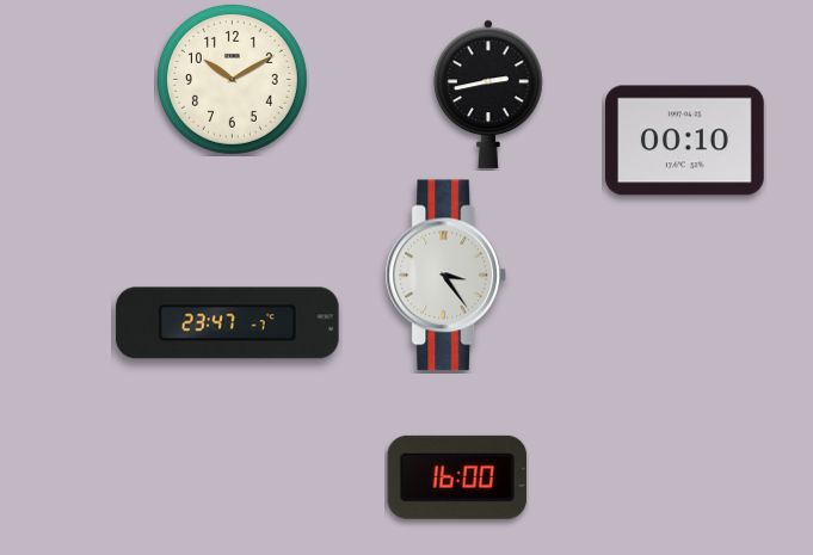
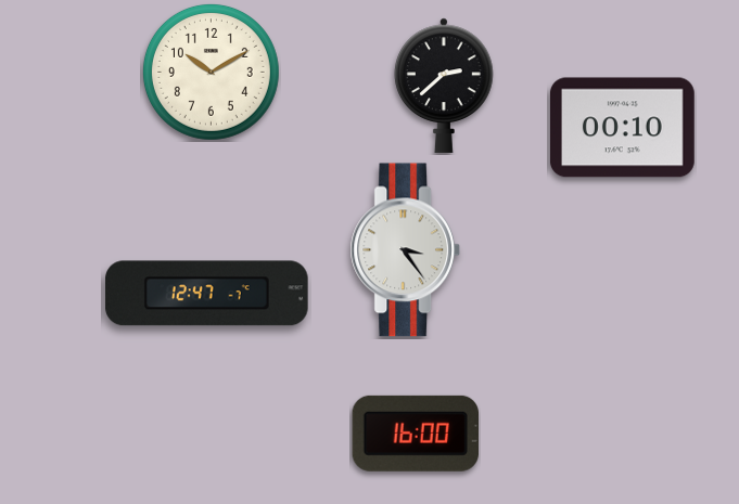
clock at (488, 94): 2:43 -> 2:38
clock at (228, 323): 23:47 -> 12:47
